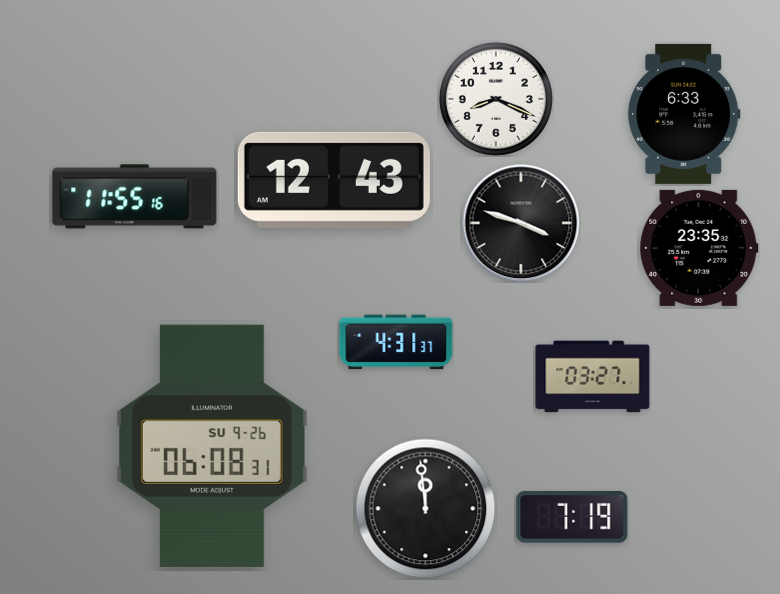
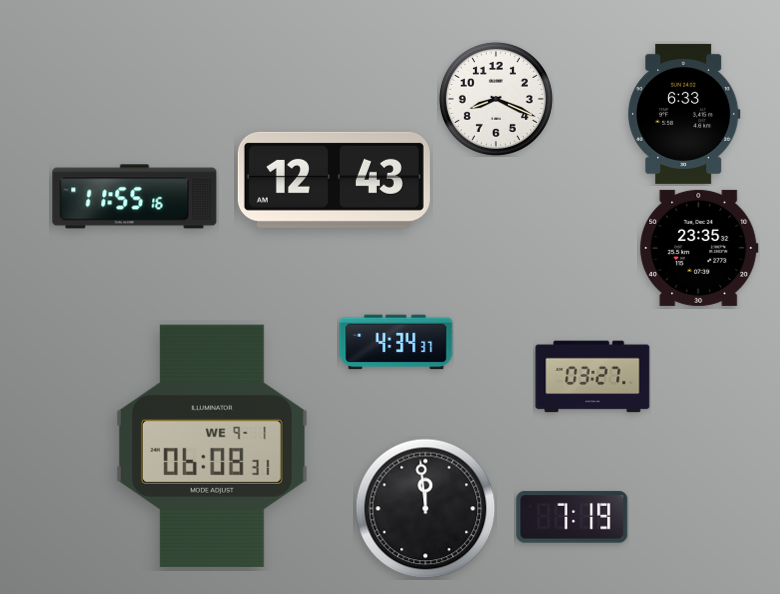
clock at (521, 223): 3:48 -> none
clock at (396, 342): 4:31 -> 4:34
clock at (212, 446) date: SU 9-26 -> WE 9-1
